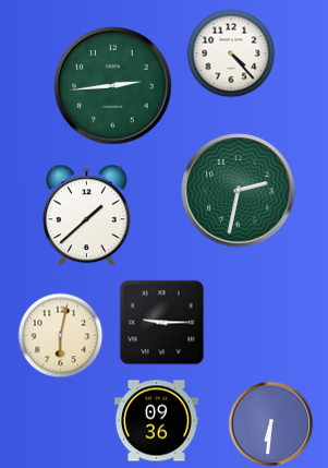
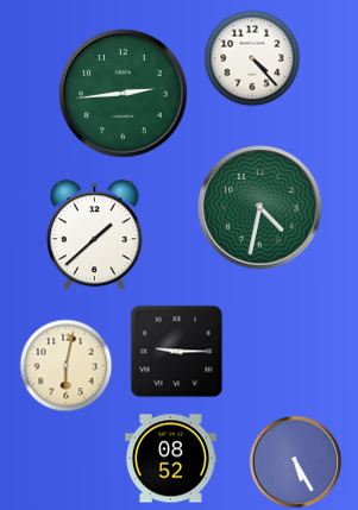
clock at (239, 191): 2:32 -> 4:32
clock at (157, 421): 09:36 -> 08:52
clock at (270, 423): 6:31 -> 5:25
